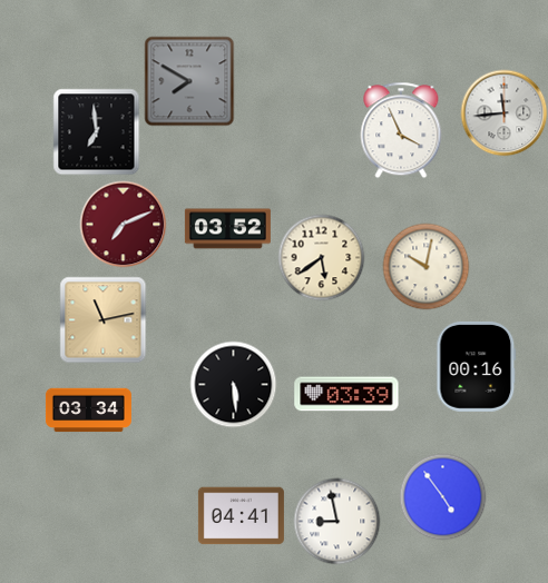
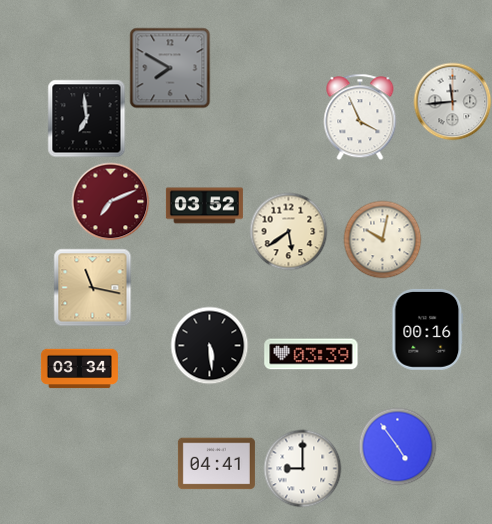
clock at (189, 81) position: (189, 81) -> (170, 68)
clock at (102, 319): 11:13 -> 11:17
clock at (336, 521): 8:58 -> 9:00
